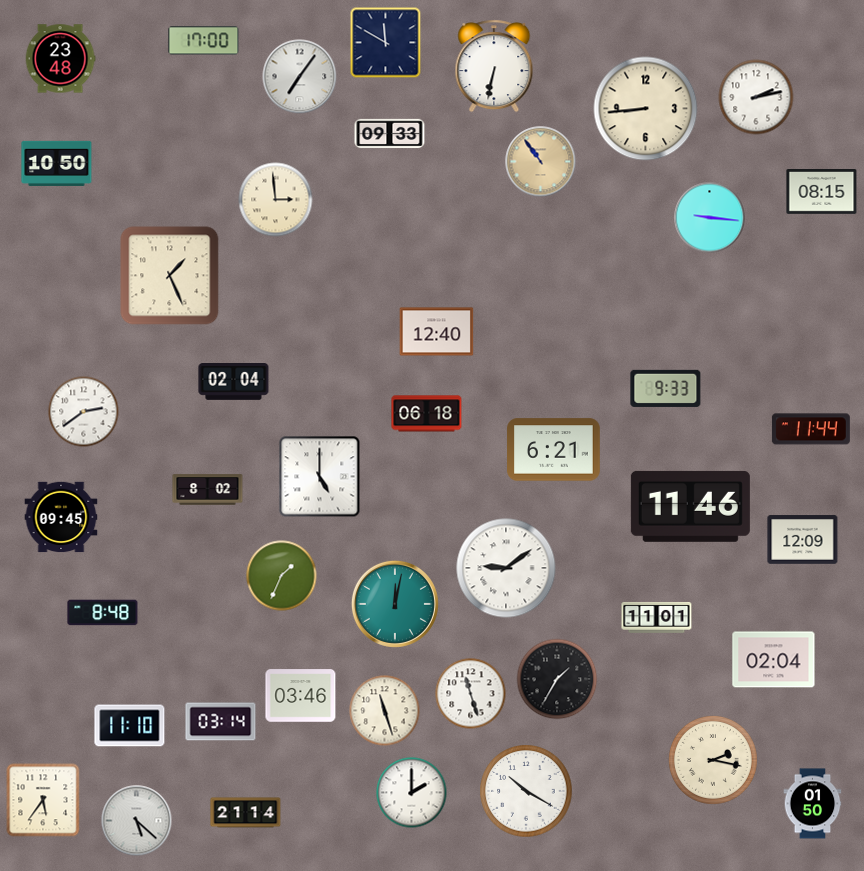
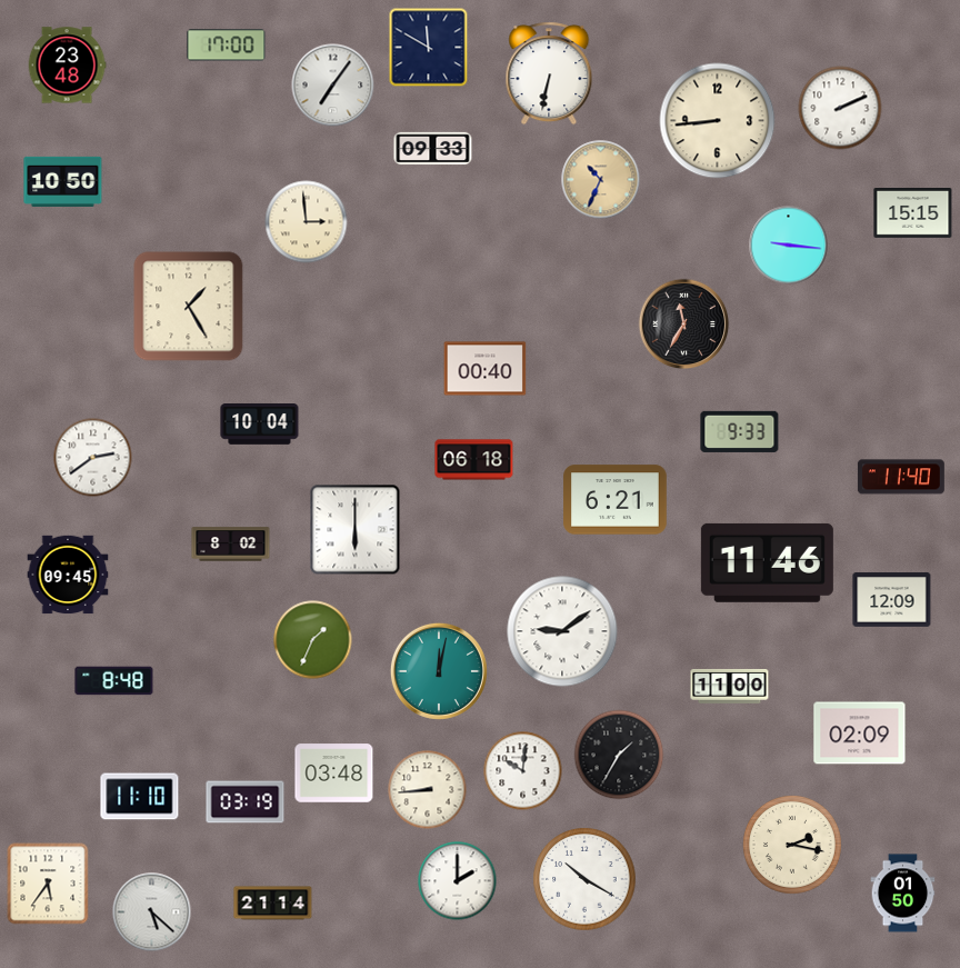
clock at (756, 97): 2:13 -> 2:11
clock at (541, 162): 10:54 -> 10:34
clock at (822, 192): 08:15 -> 15:15
clock at (710, 218) position: (710, 218) -> (789, 246)
clock at (170, 276): 1:26 -> 1:25
clock at (684, 325): none -> 11:35
clock at (437, 332): 12:40 -> 00:40
clock at (234, 382): 02:04 -> 10:04
clock at (811, 429): 11:44 -> 11:40
clock at (320, 477): 5:00 -> 6:00
clock at (657, 617): 11:01 -> 11:00
clock at (774, 660): 02:04 -> 02:09
clock at (471, 694): 11:27 -> 10:01
clock at (301, 696): 03:46 -> 03:48
clock at (385, 711): 11:27 -> 8:44
clock at (221, 722): 03:14 -> 03:19
clock at (130, 726) position: (130, 726) -> (140, 797)
clock at (43, 800) position: (43, 800) -> (48, 884)
